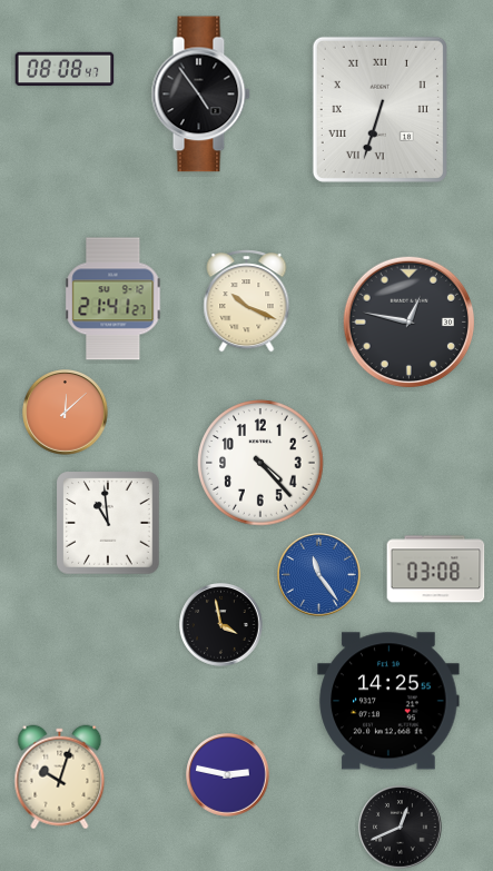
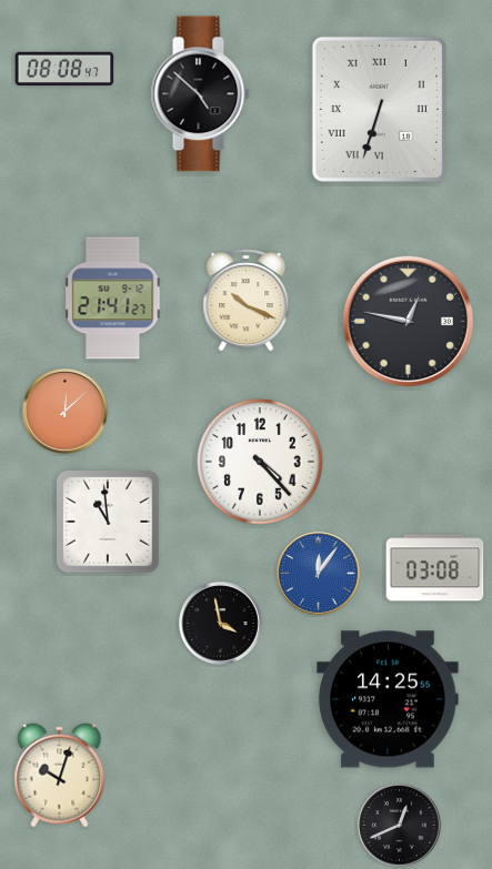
clock at (200, 95): 4:54 -> 4:52
clock at (319, 575): 11:24 -> 12:06
clock at (228, 775): 2:47 -> none
